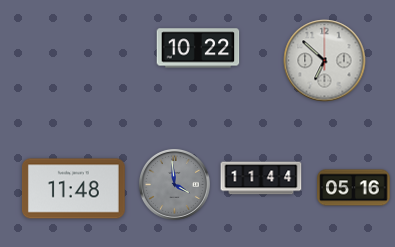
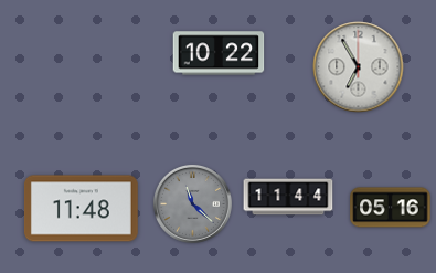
clock at (325, 61): 6:52 -> 6:55
clock at (174, 184): 3:59 -> 11:22
